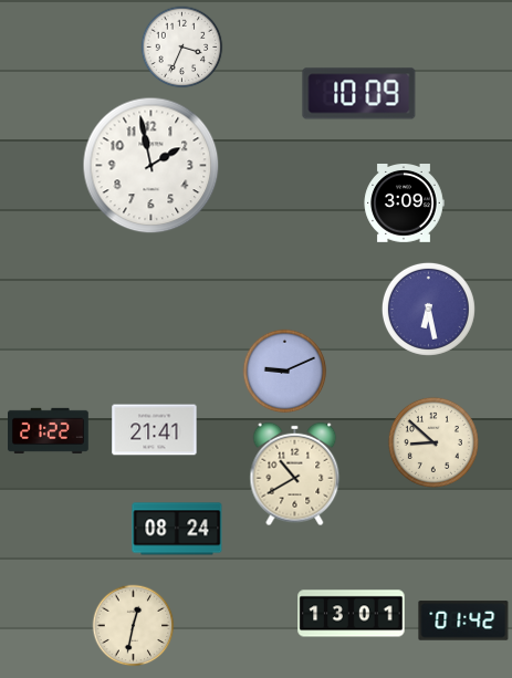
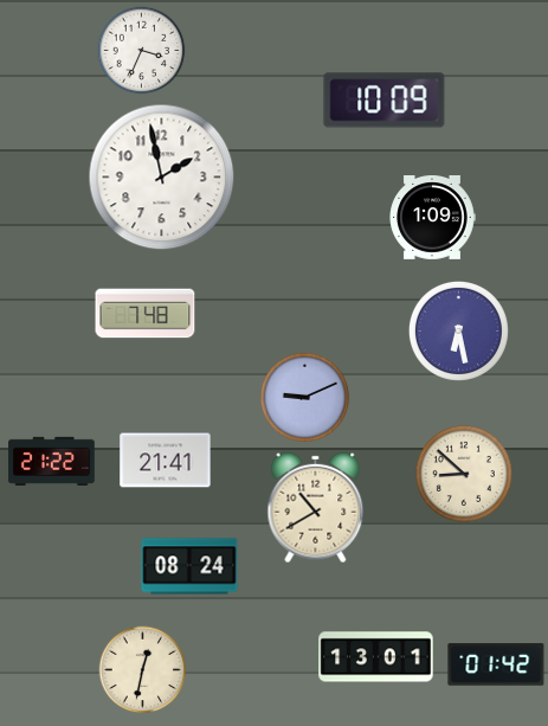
clock at (182, 48) position: (182, 48) -> (142, 51)
clock at (404, 204): 3:09 -> 1:09
clock at (146, 314): none -> 7:48
